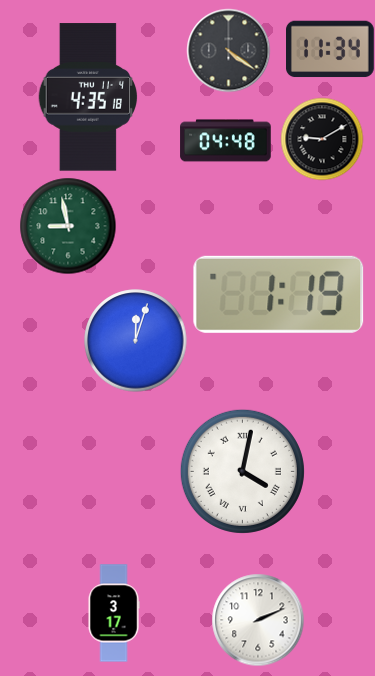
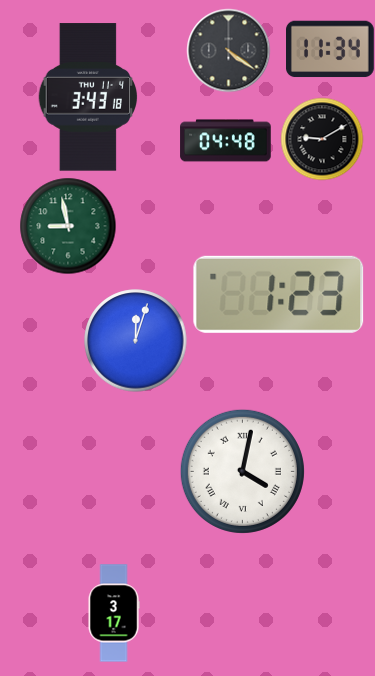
clock at (88, 97): 4:35 -> 3:43
clock at (279, 294): 1:19 -> 1:23
clock at (258, 620): 2:11 -> none
